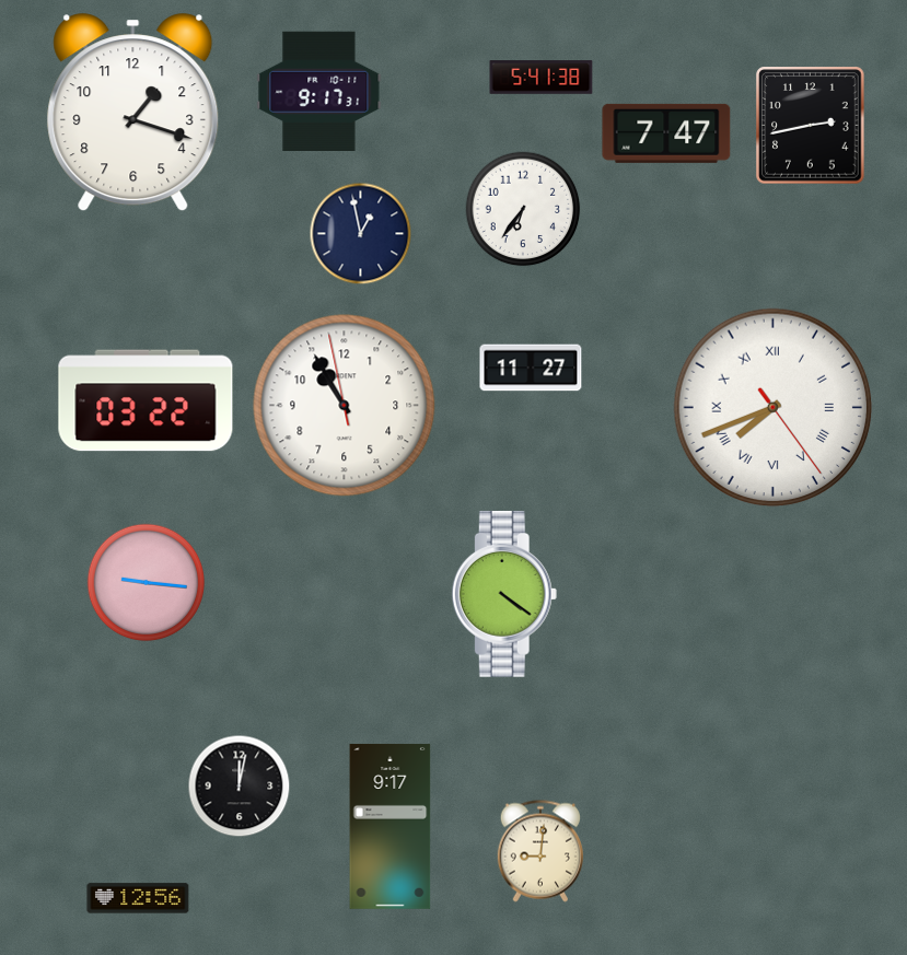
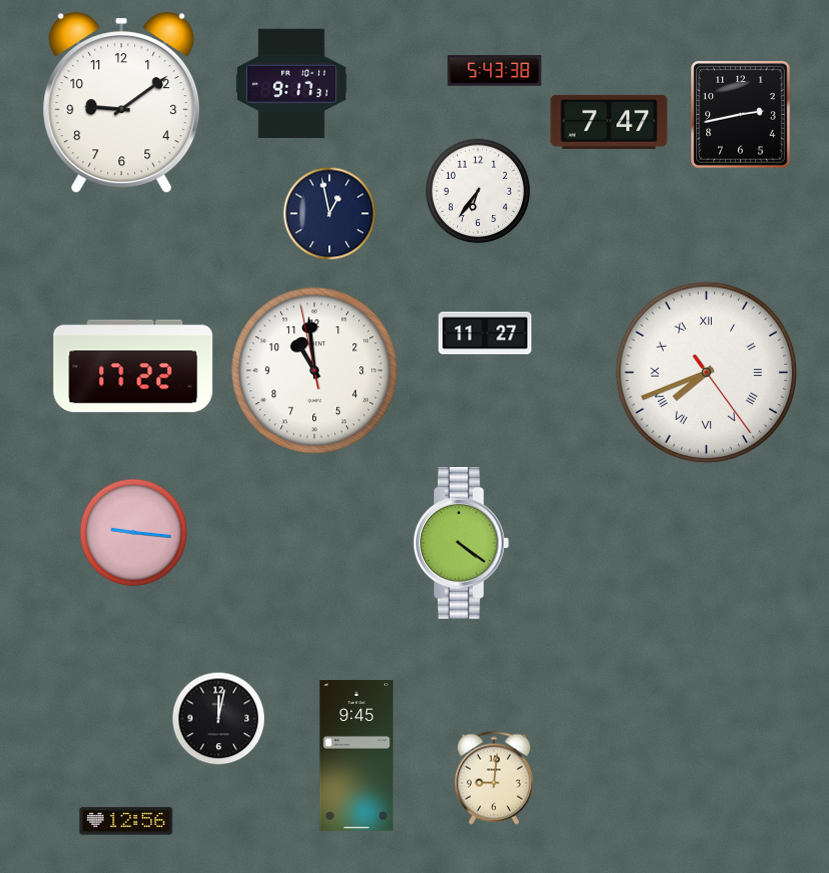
clock at (542, 78): 5:41 -> 5:43
clock at (133, 113): 1:18 -> 9:09
clock at (531, 368) position: (531, 368) -> (485, 333)
clock at (146, 400): 03:22 -> 17:22
clock at (345, 406): 10:54 -> 10:58
clock at (391, 826): 9:17 -> 9:45
